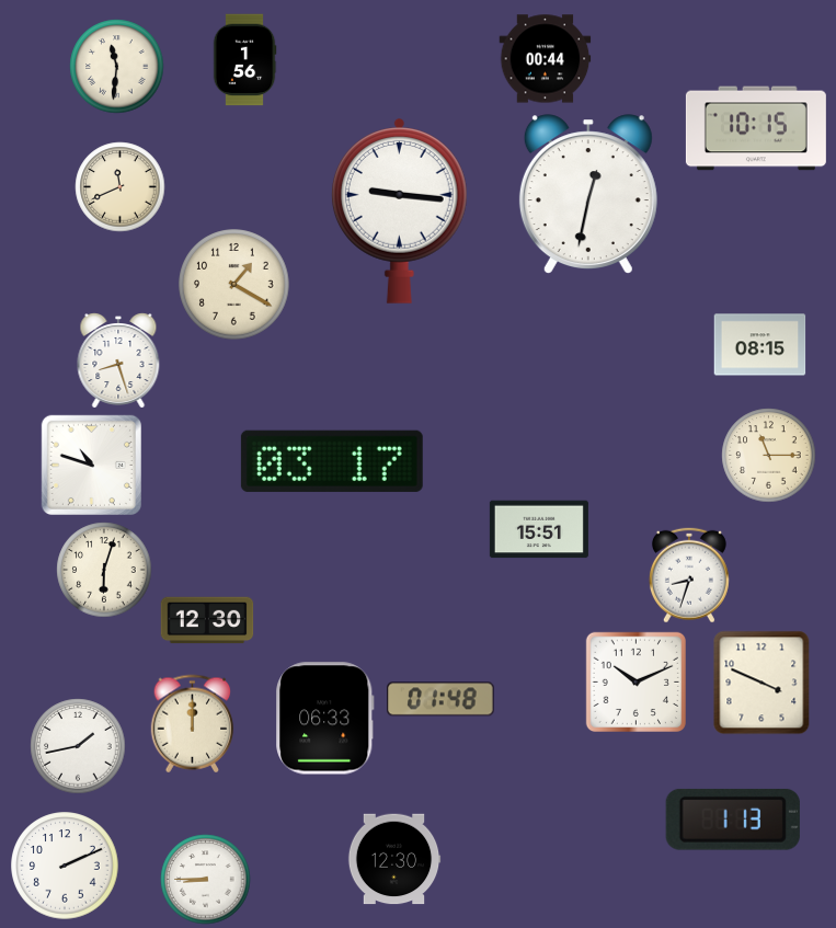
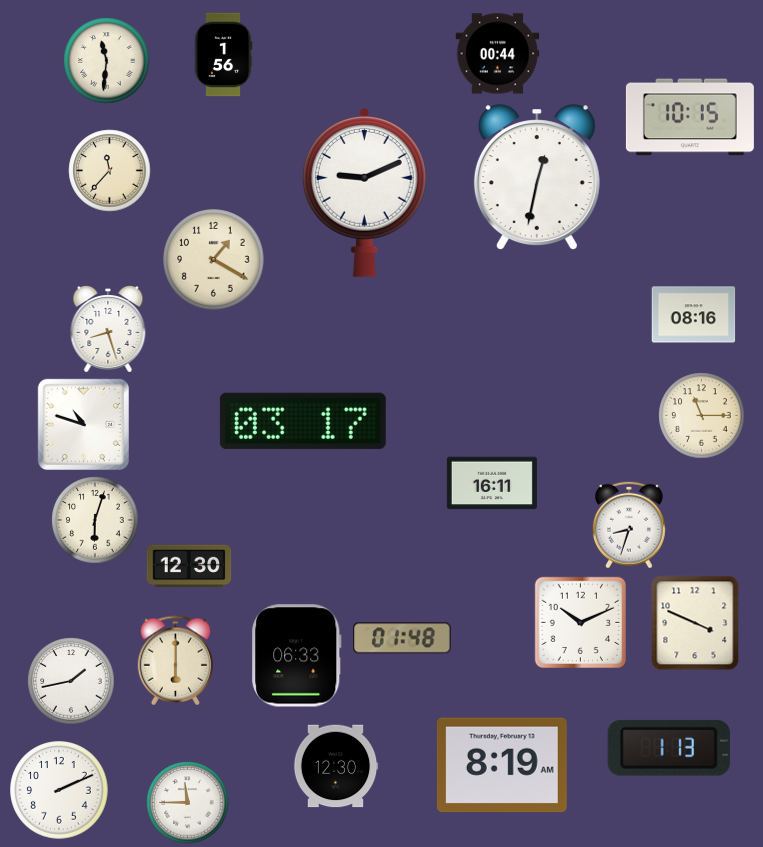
clock at (121, 187): 11:41 -> 11:37
clock at (399, 211): 9:16 -> 9:11
clock at (760, 345): 08:15 -> 08:16
clock at (539, 529): 15:51 -> 16:11
clock at (193, 724): 12:00 -> 6:00
clock at (502, 765): none -> 8:19
clock at (394, 859) position: (394, 859) -> (336, 766)
clock at (206, 880): 8:45 -> 11:45
